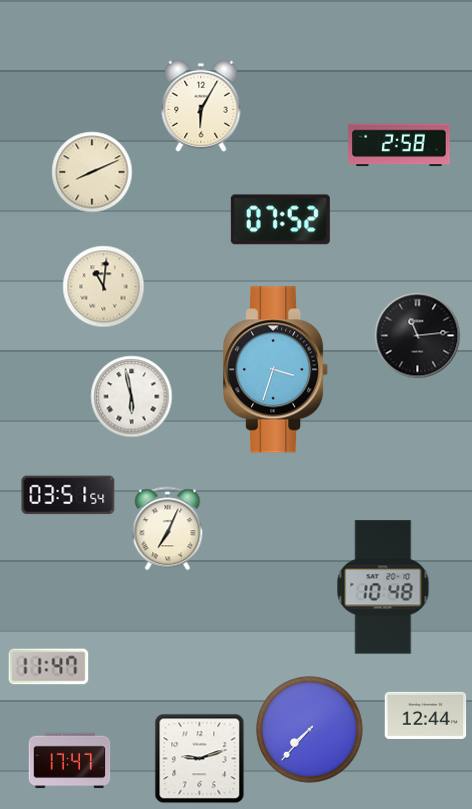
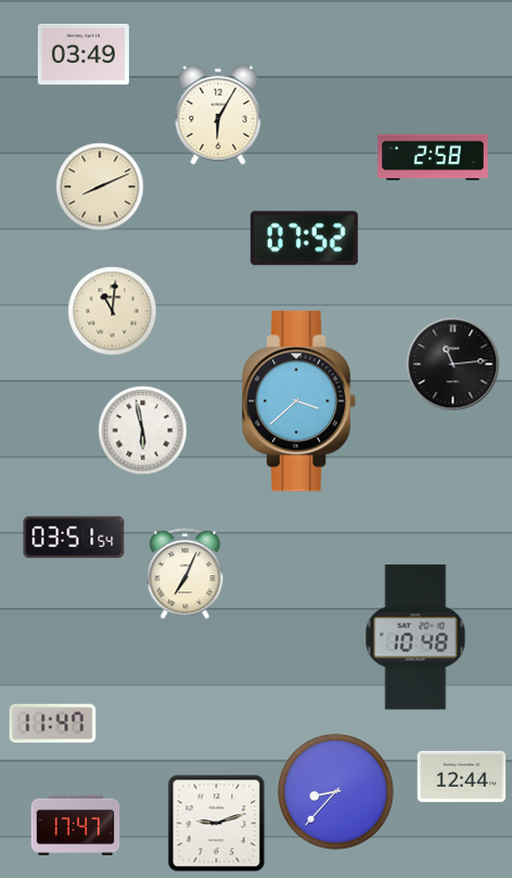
clock at (84, 54): none -> 03:49
clock at (277, 370): 3:33 -> 3:38
clock at (168, 529) position: (168, 529) -> (185, 574)
clock at (310, 730): 7:37 -> 8:37
